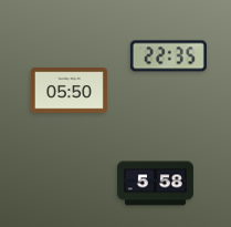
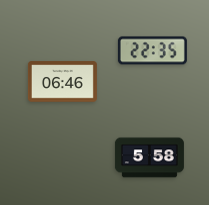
clock at (69, 91): 05:50 -> 06:46
clock at (155, 184) position: (155, 184) -> (149, 158)
